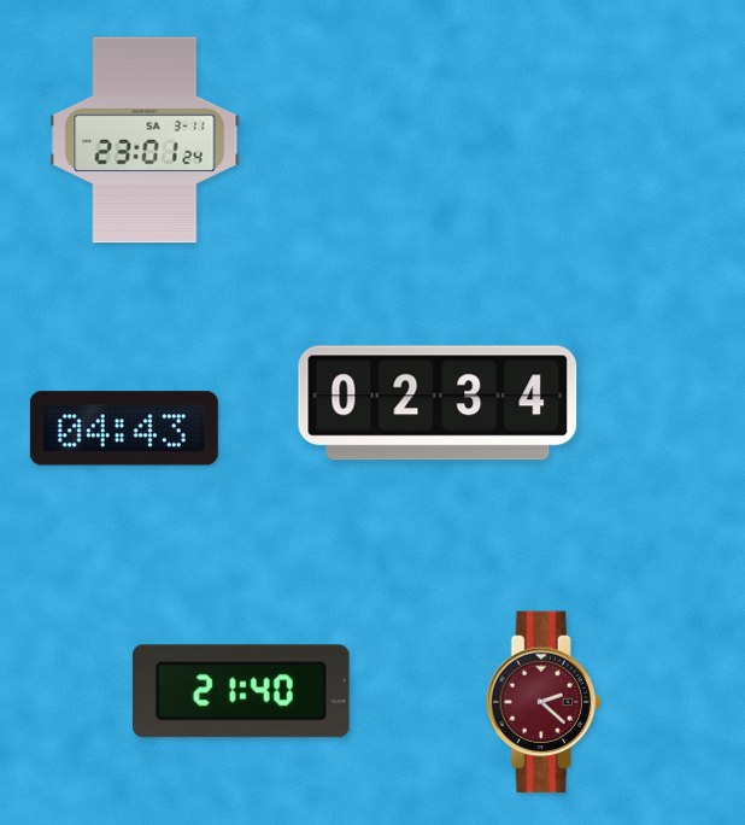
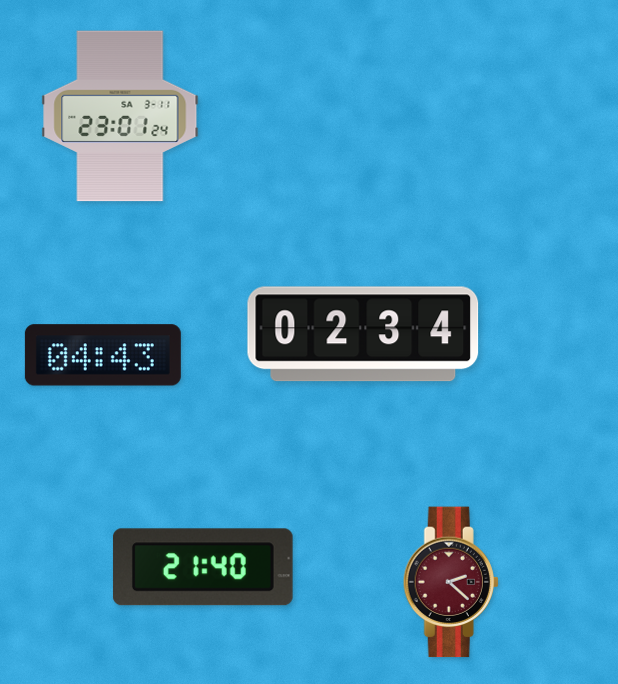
clock at (241, 691) position: (241, 691) -> (203, 567)
